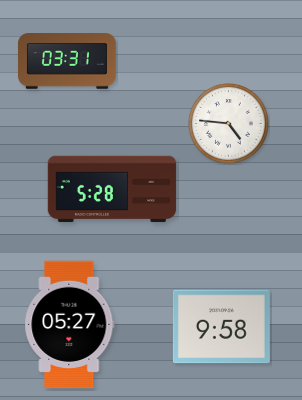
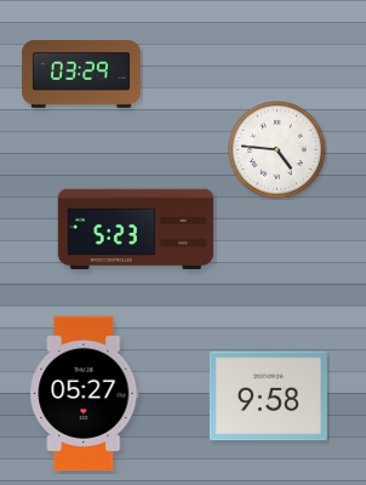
clock at (67, 61): 03:31 -> 03:29
clock at (112, 189): 5:28 -> 5:23
